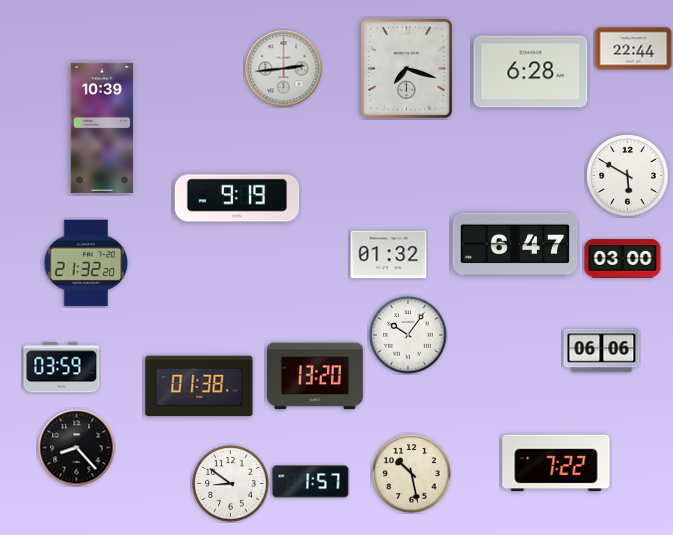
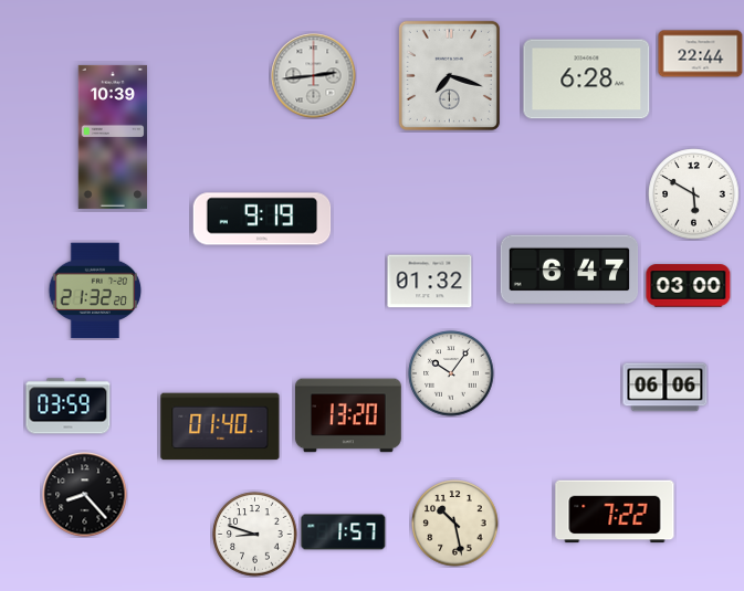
clock at (101, 128) position: (101, 128) -> (112, 137)
clock at (408, 335) position: (408, 335) -> (451, 373)
clock at (199, 386): 01:38 -> 01:40
clock at (231, 484): 8:51 -> 8:48
